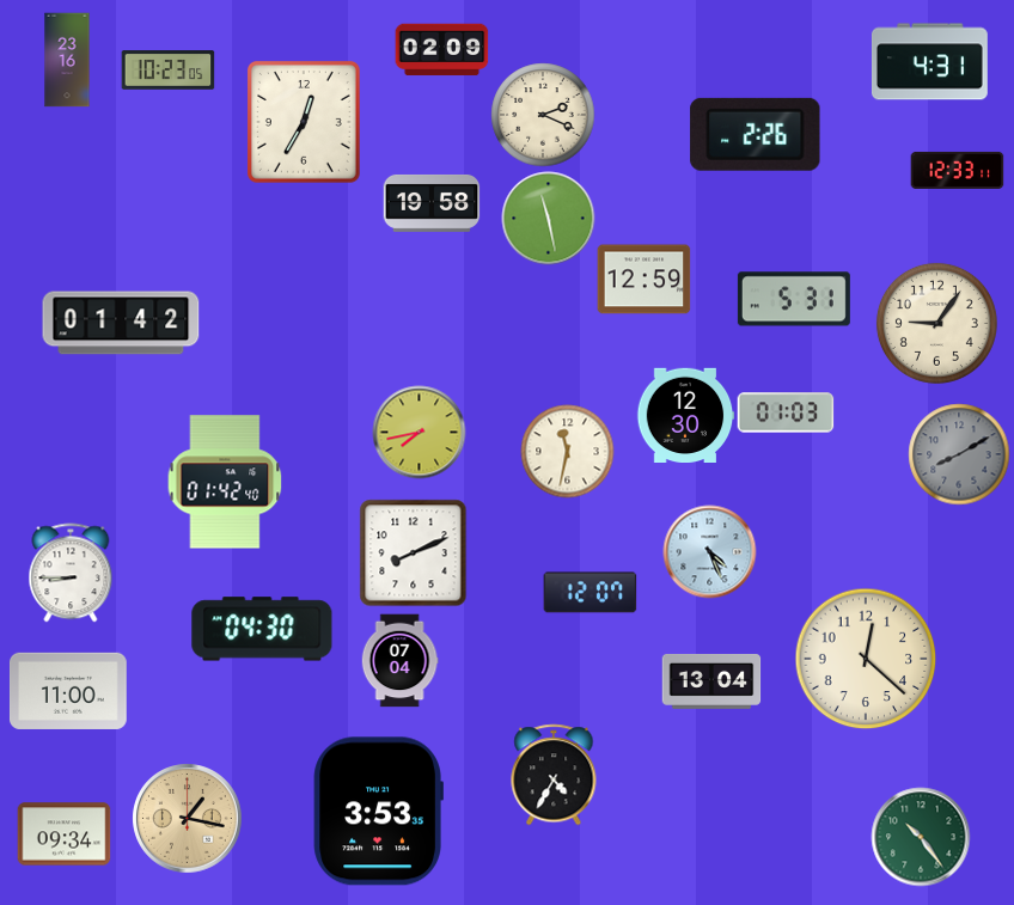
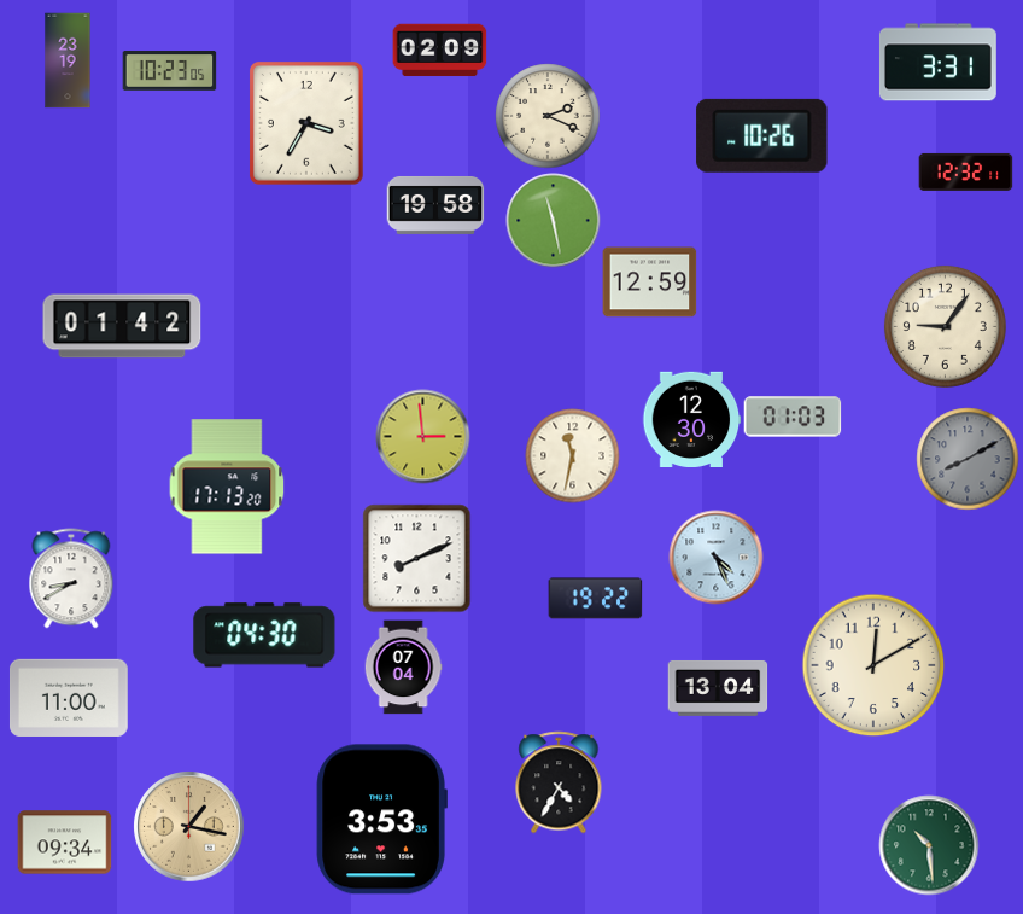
clock at (441, 50) position: (441, 50) -> (439, 51)
clock at (67, 60): 23:16 -> 23:19
clock at (929, 62): 4:31 -> 3:31
clock at (304, 122): 12:35 -> 3:35
clock at (756, 134): 2:26 -> 10:26
clock at (957, 170): 12:33 -> 12:32
clock at (794, 299): 5:31 -> none
clock at (419, 432): 7:43 -> 2:59
clock at (225, 482): 01:42 -> 17:13
clock at (71, 573): 8:45 -> 8:40
clock at (590, 593): 12:07 -> 19:22
clock at (866, 659): 12:22 -> 12:10
clock at (921, 837): 10:24 -> 10:29
